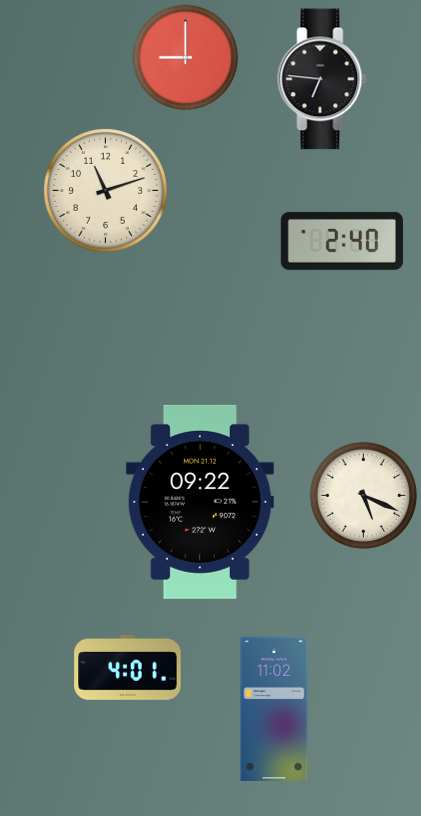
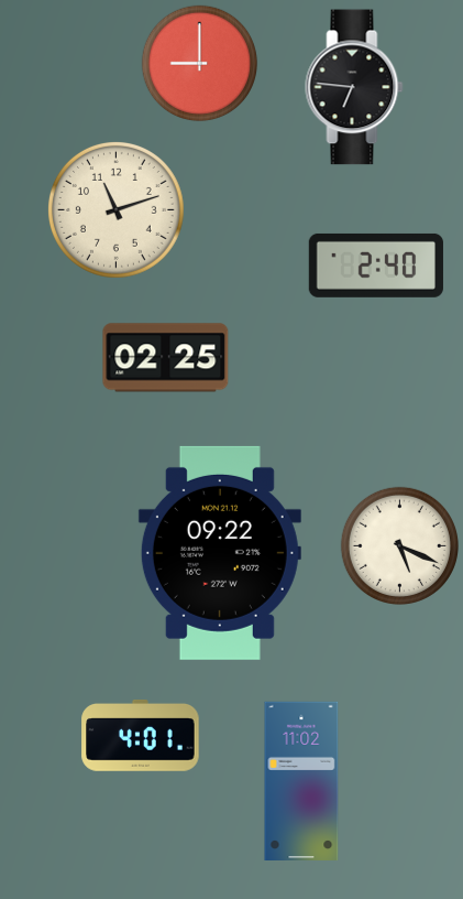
clock at (186, 58) position: (186, 58) -> (200, 64)
clock at (166, 358): none -> 02:25
